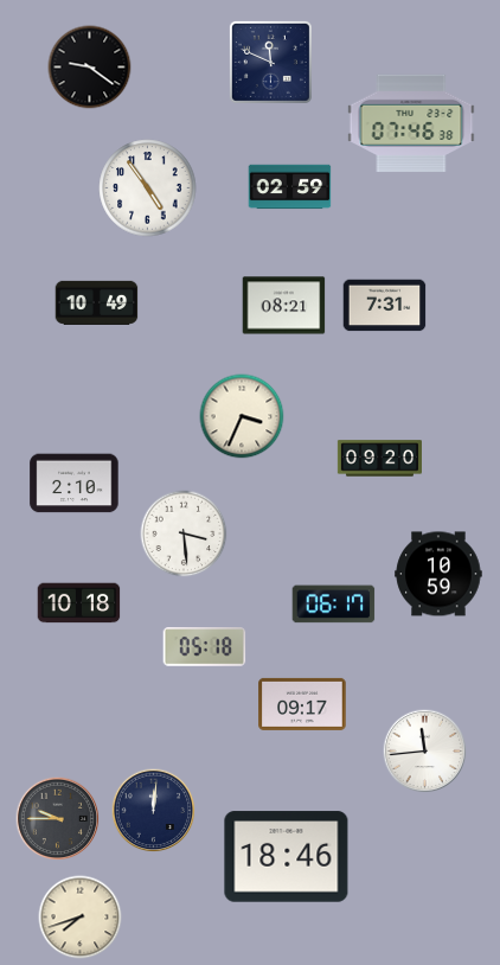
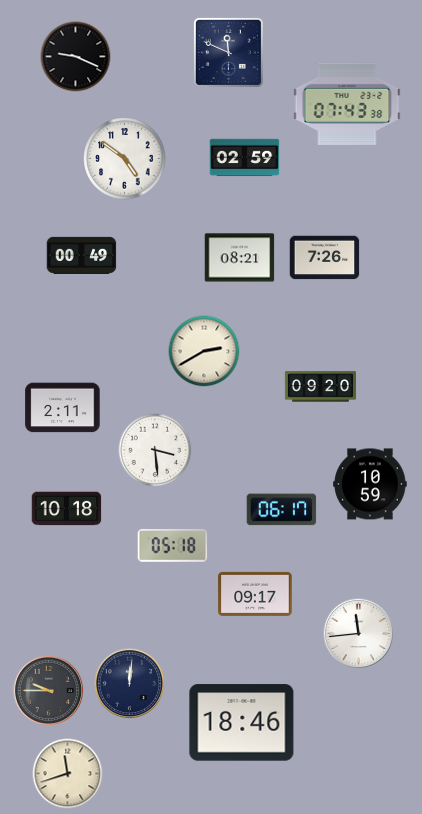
clock at (90, 68): 9:21 -> 9:19
clock at (411, 122): 07:46 -> 07:43
clock at (148, 188): 4:54 -> 4:51
clock at (97, 302): 10:49 -> 00:49
clock at (385, 306): 7:31 -> 7:26
clock at (242, 416): 3:34 -> 2:40
clock at (75, 484): 2:10 -> 2:11
clock at (81, 918): 7:42 -> 11:42
